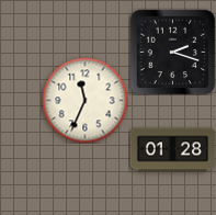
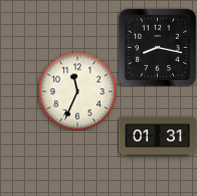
clock at (172, 52): 2:18 -> 8:17
clock at (172, 150): 01:28 -> 01:31
